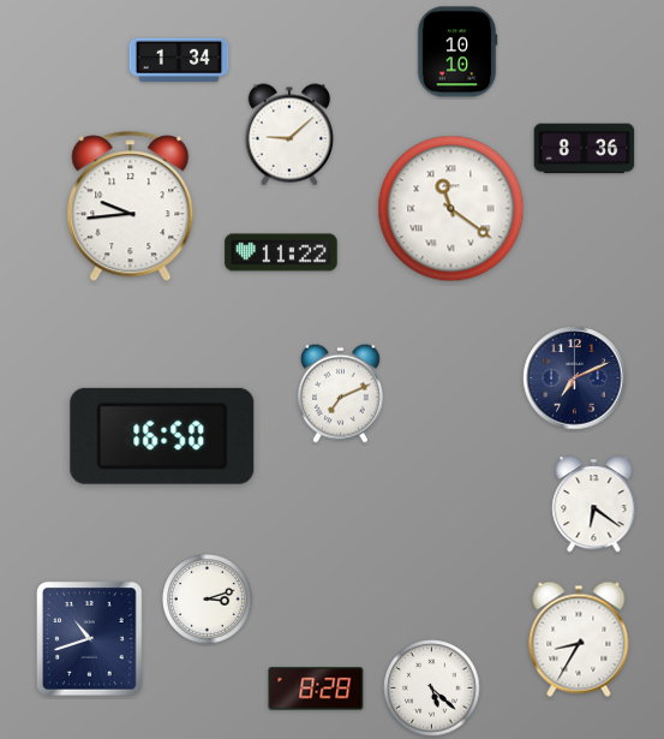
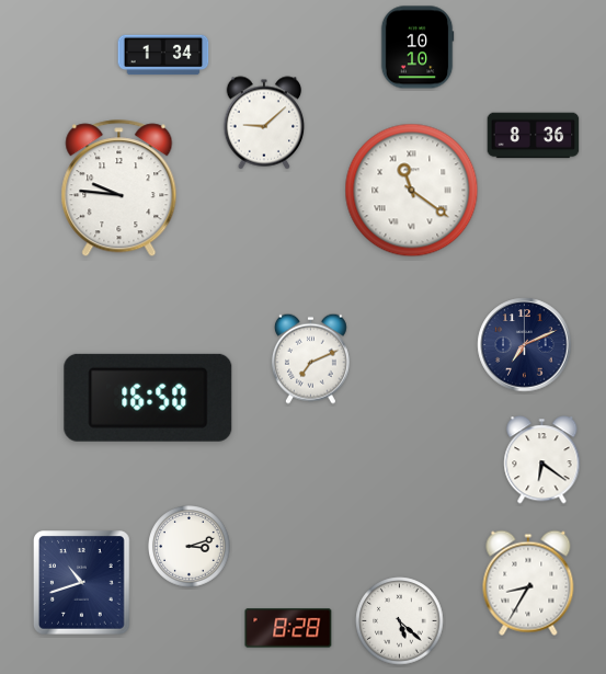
clock at (131, 207): 9:44 -> 9:46
clock at (281, 252): 11:22 -> none
clock at (432, 689) position: (432, 689) -> (400, 621)
